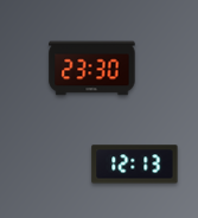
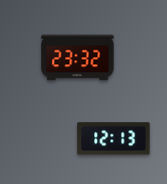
clock at (92, 69): 23:30 -> 23:32
